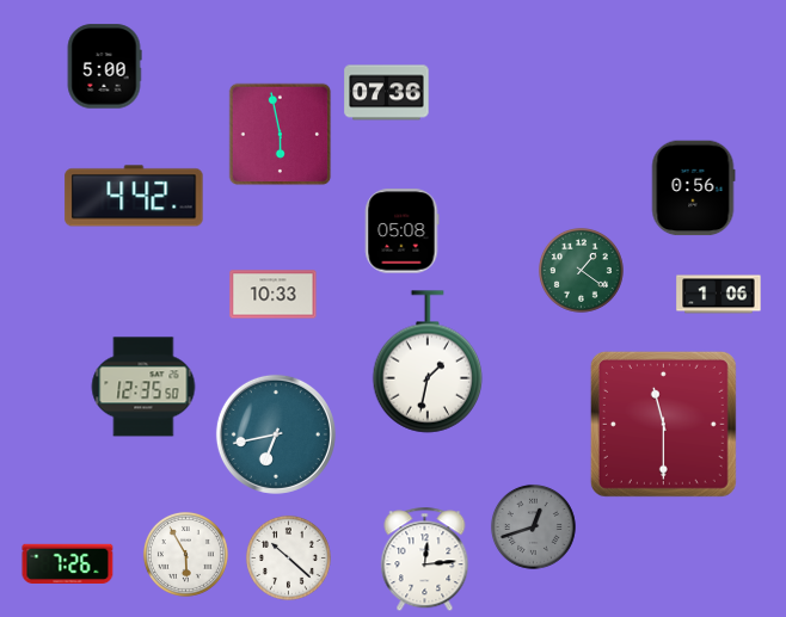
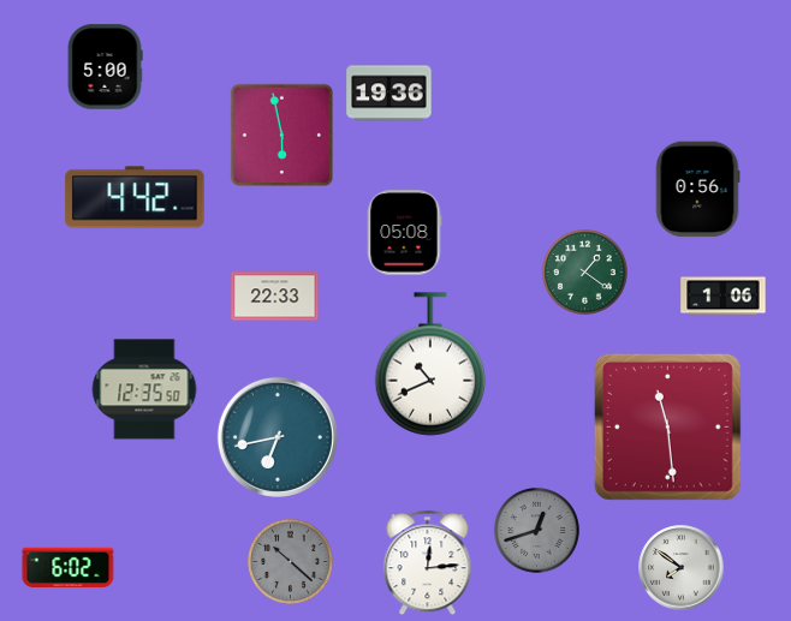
clock at (387, 93): 07:36 -> 19:36
clock at (274, 295): 10:33 -> 22:33
clock at (428, 362): 1:32 -> 10:41
clock at (663, 424): 11:30 -> 11:29
clock at (185, 554): 5:55 -> none
clock at (288, 557) dial: white -> grey
clock at (68, 563): 7:26 -> 6:02
clock at (682, 568): none -> 7:51
